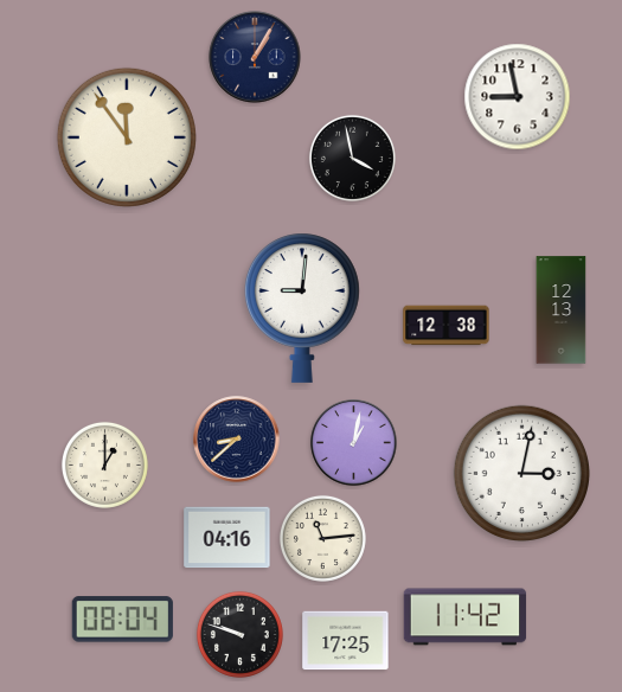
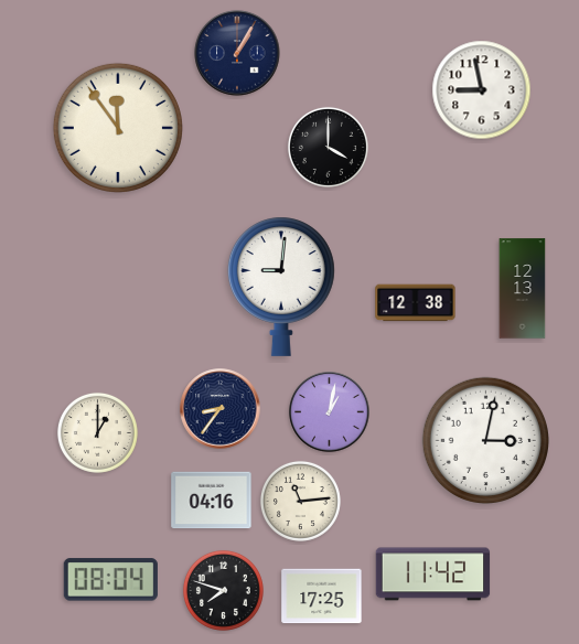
clock at (352, 158): 3:58 -> 4:00
clock at (237, 440): 8:38 -> 8:36
clock at (122, 620) position: (122, 620) -> (110, 580)
clock at (239, 634): 9:48 -> 7:48
